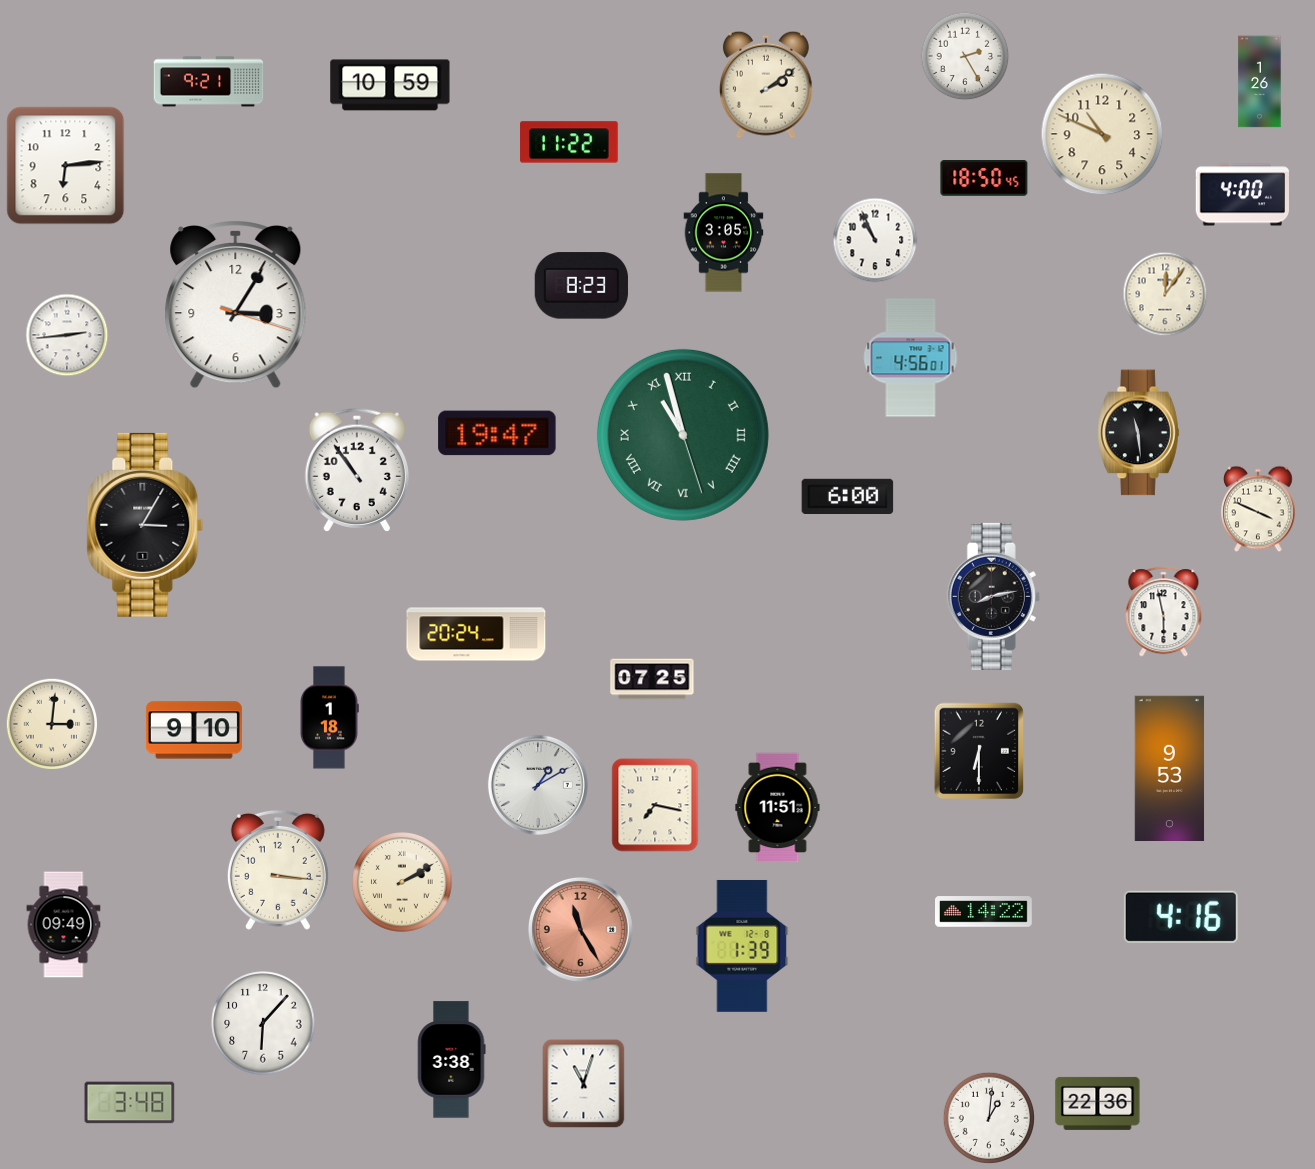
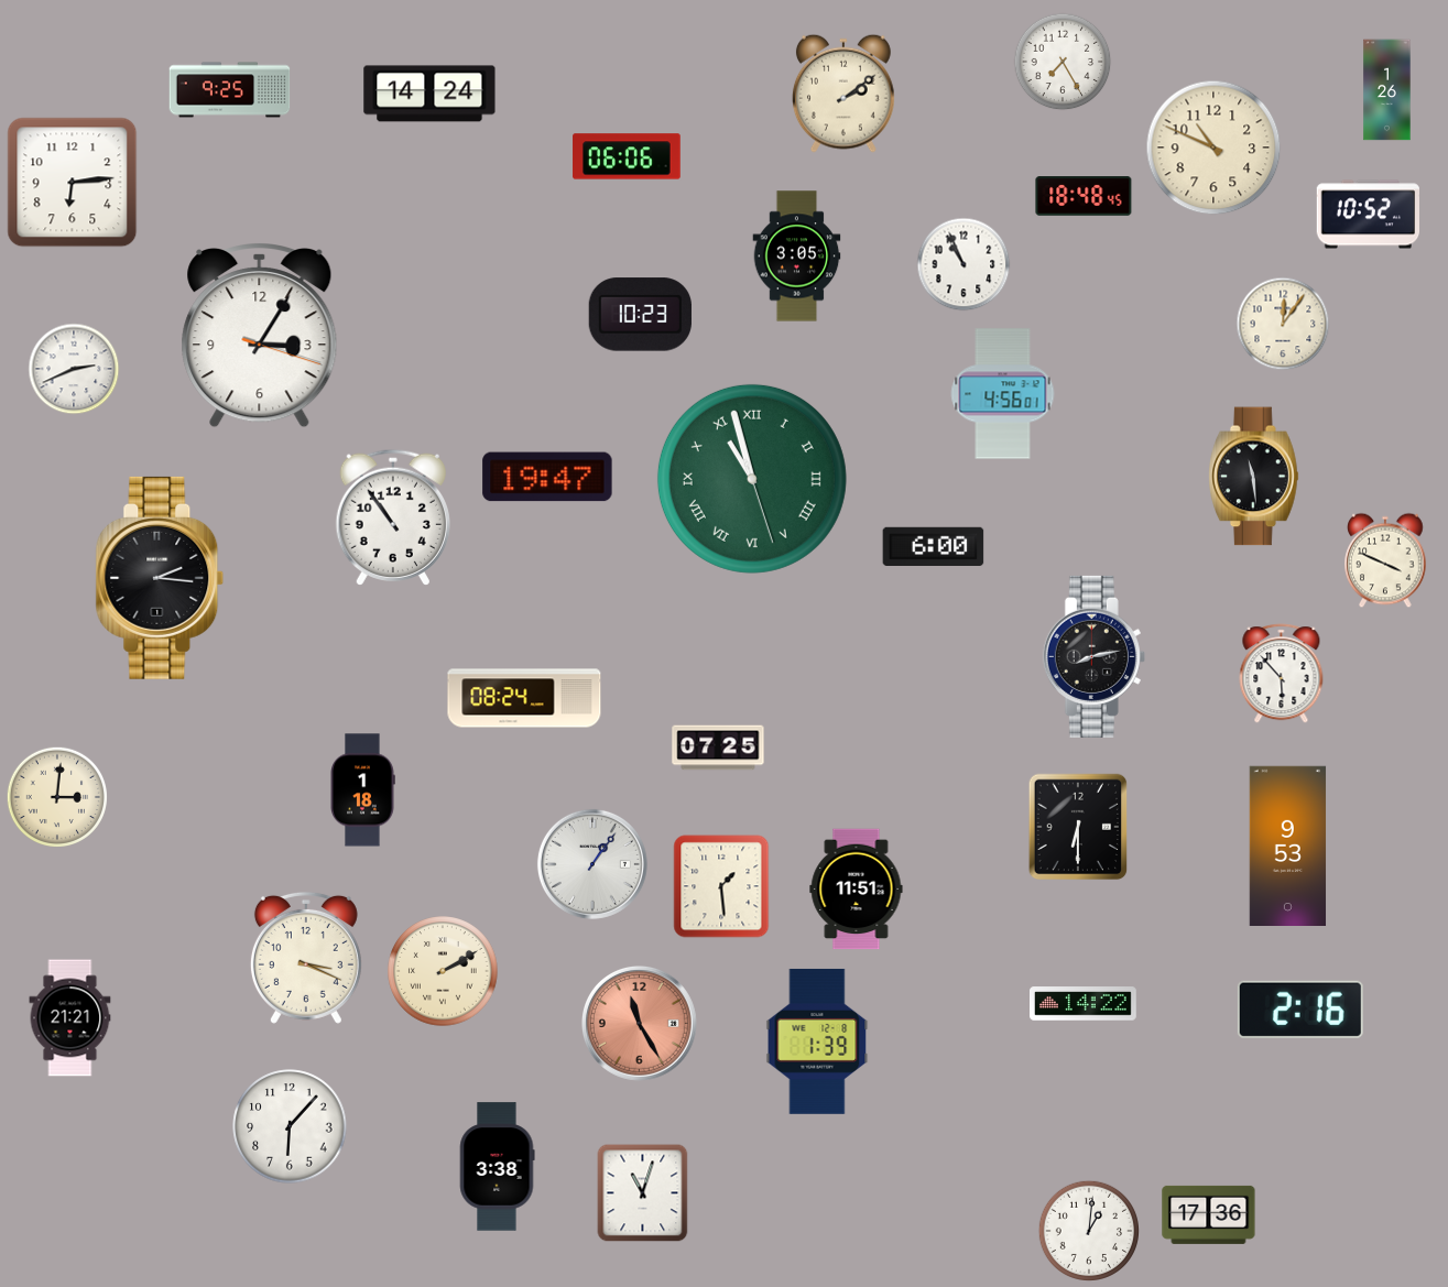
clock at (965, 56): 2:25 -> 7:25
clock at (209, 82): 9:21 -> 9:25
clock at (390, 85): 10:59 -> 14:24
clock at (569, 142): 11:22 -> 06:06
clock at (984, 178): 18:50 -> 18:48
clock at (1242, 195): 4:00 -> 10:52
clock at (581, 286): 8:23 -> 10:23
clock at (67, 335): 2:44 -> 2:41
clock at (145, 525): 3:05 -> 2:16
clock at (1164, 612): 5:58 -> 5:53
clock at (476, 634): 20:24 -> 08:24
clock at (194, 730): 9:10 -> none
clock at (538, 785): 1:10 -> 1:06
clock at (655, 805): 7:17 -> 1:29
clock at (278, 870): 3:16 -> 3:19
clock at (1181, 917): 4:16 -> 2:16
clock at (64, 925): 09:49 -> 21:21
clock at (130, 1103): 3:48 -> none
clock at (1098, 1103): 22:36 -> 17:36
